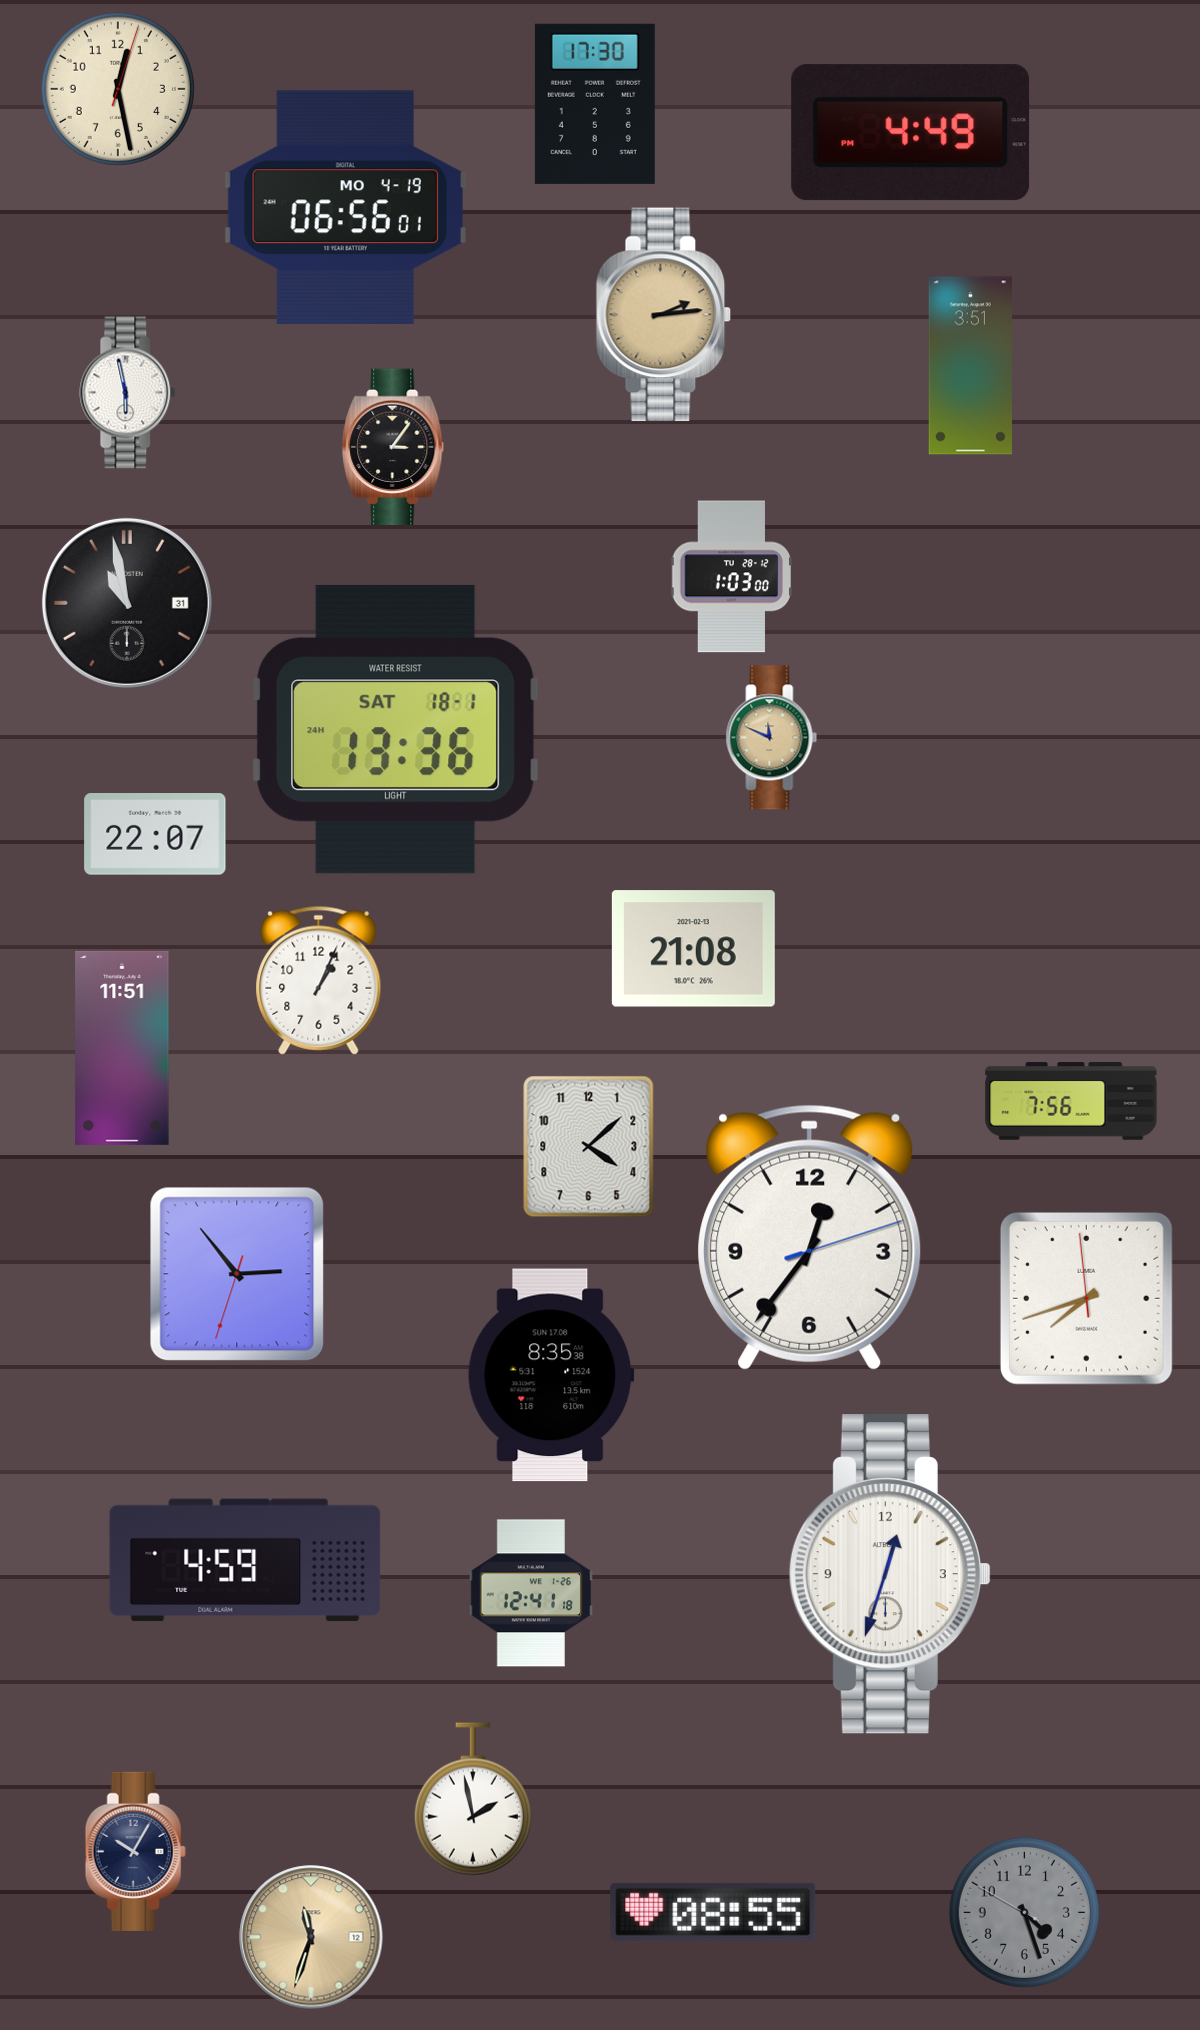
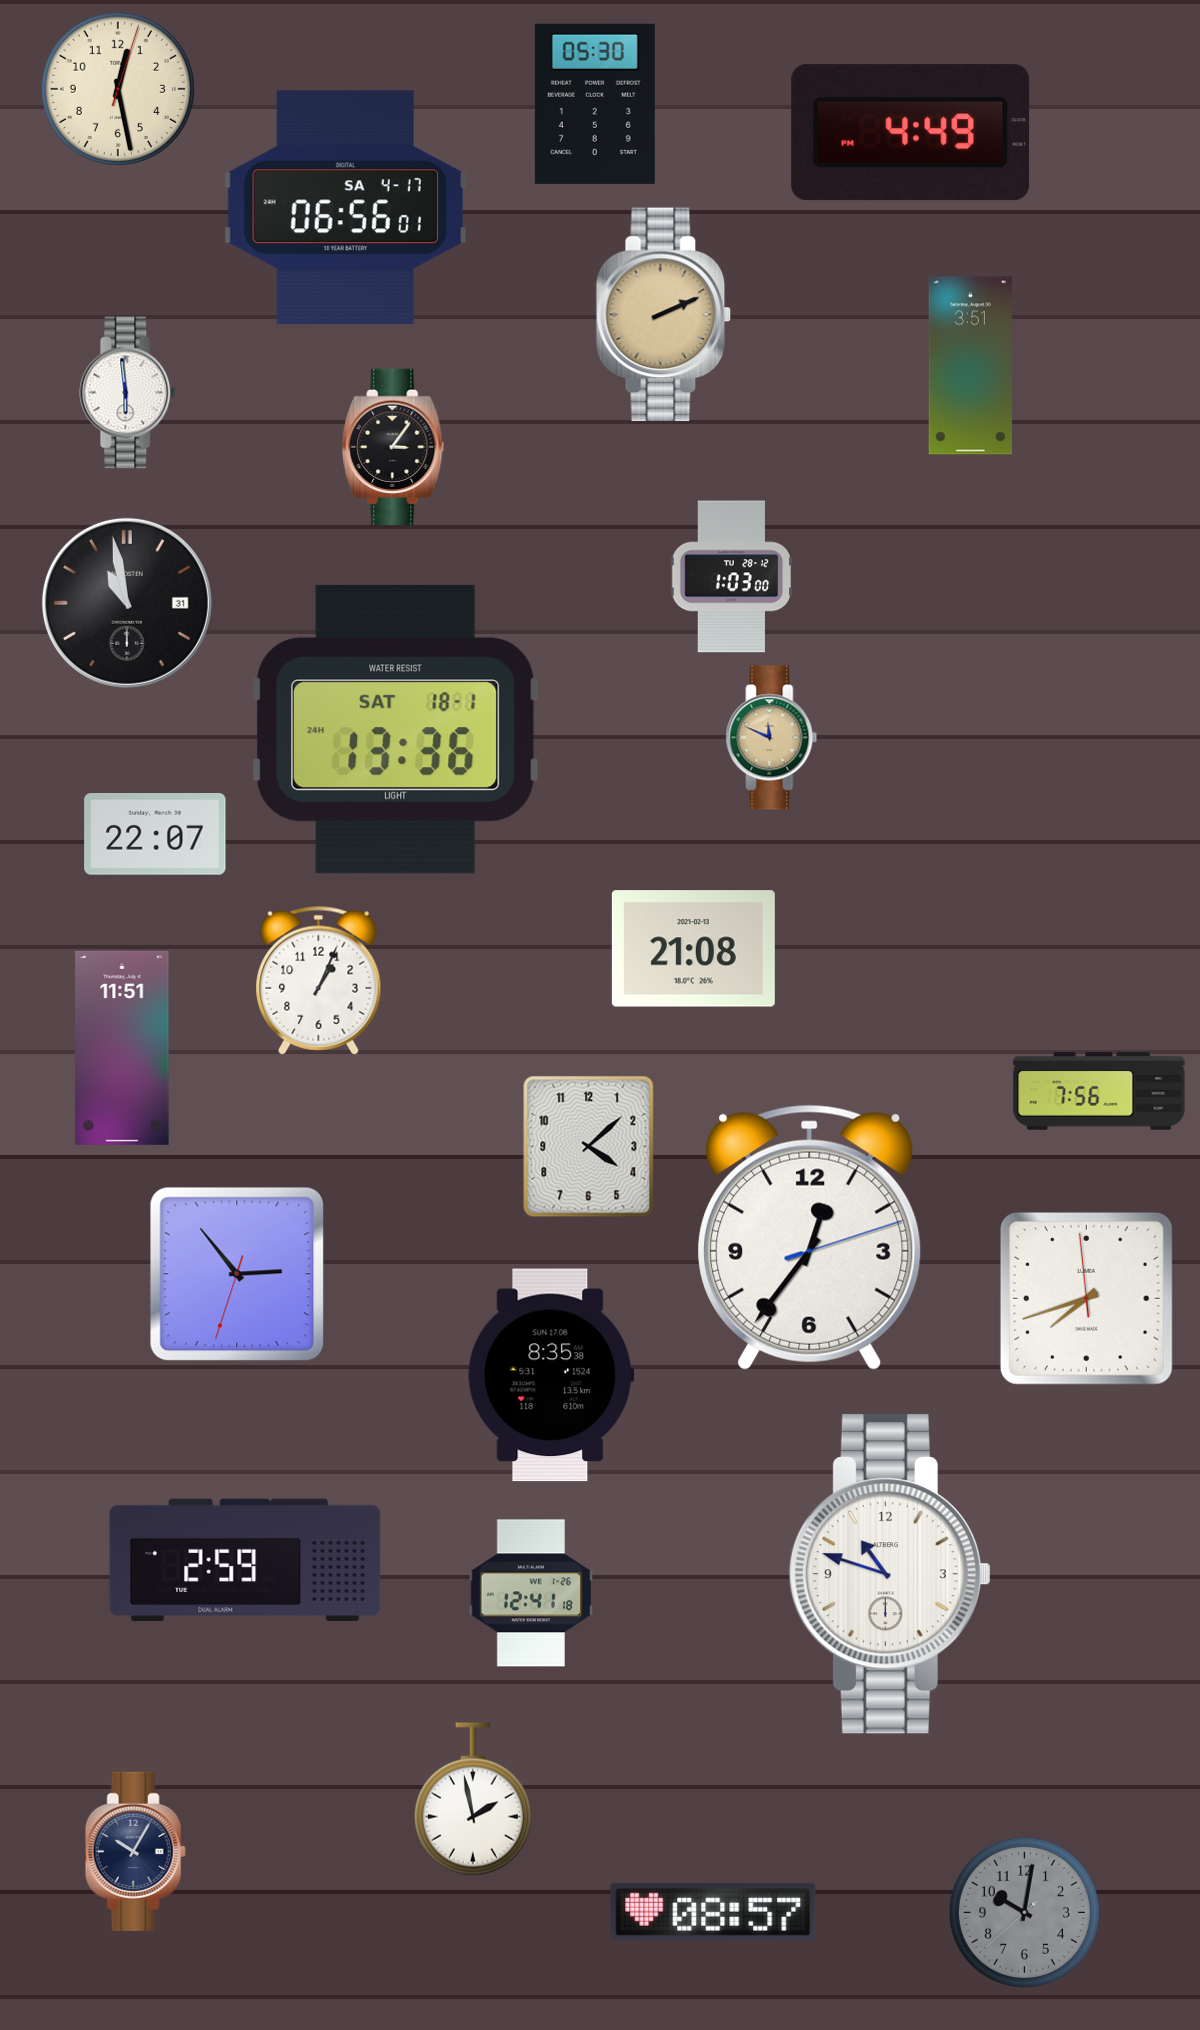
clock at (595, 104): 17:30 -> 05:30
clock at (345, 208) date: MO 4-19 -> SA 4-17
clock at (664, 315): 2:14 -> 2:11
clock at (128, 393): 5:58 -> 5:59
clock at (1071, 1101) position: (1071, 1101) -> (1099, 1091)
clock at (245, 1560): 4:59 -> 2:59
clock at (890, 1574): 12:33 -> 10:48
clock at (713, 1912): 08:55 -> 08:57
clock at (1024, 1912): 4:26 -> 10:01
clock at (311, 1937): 11:33 -> none
